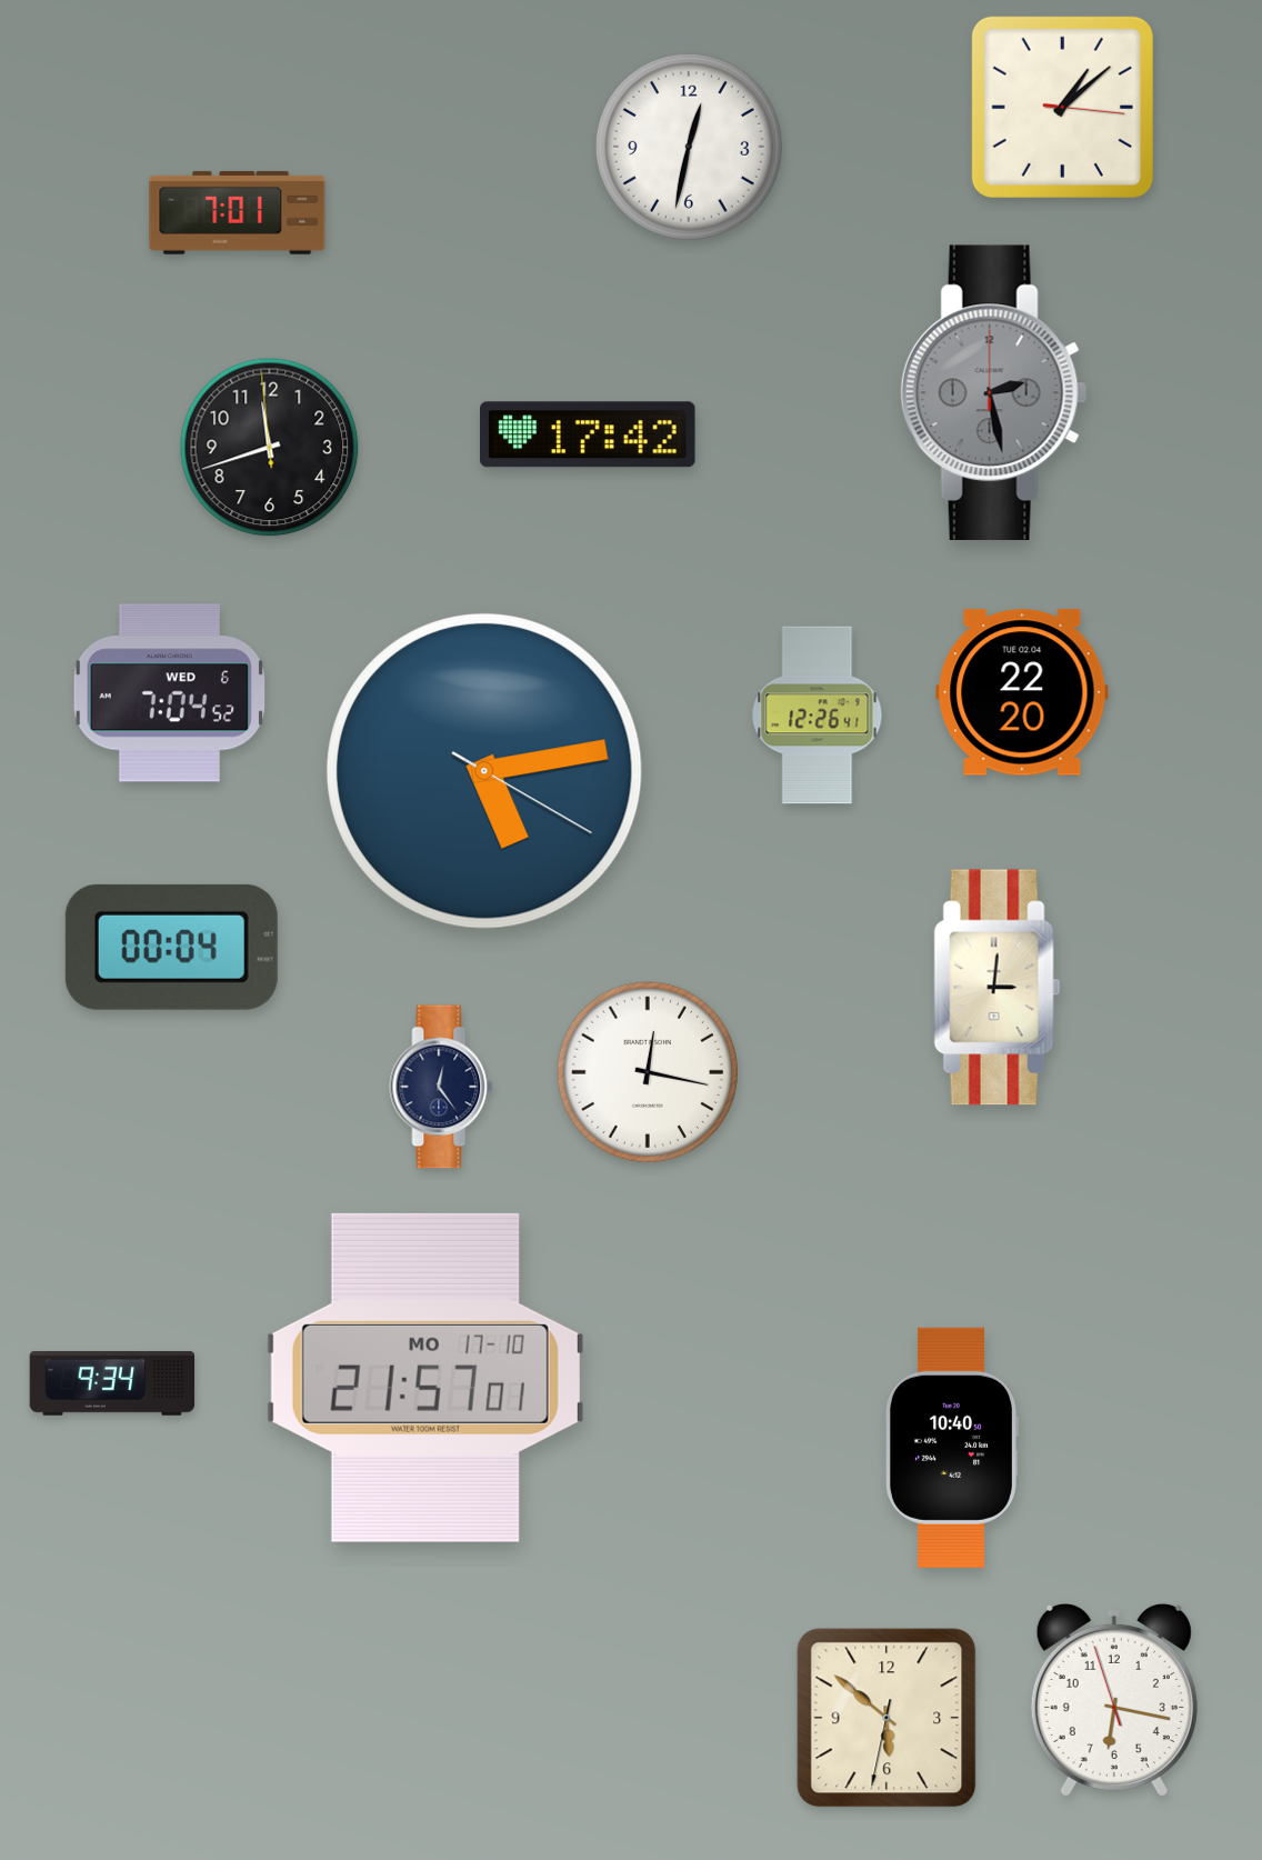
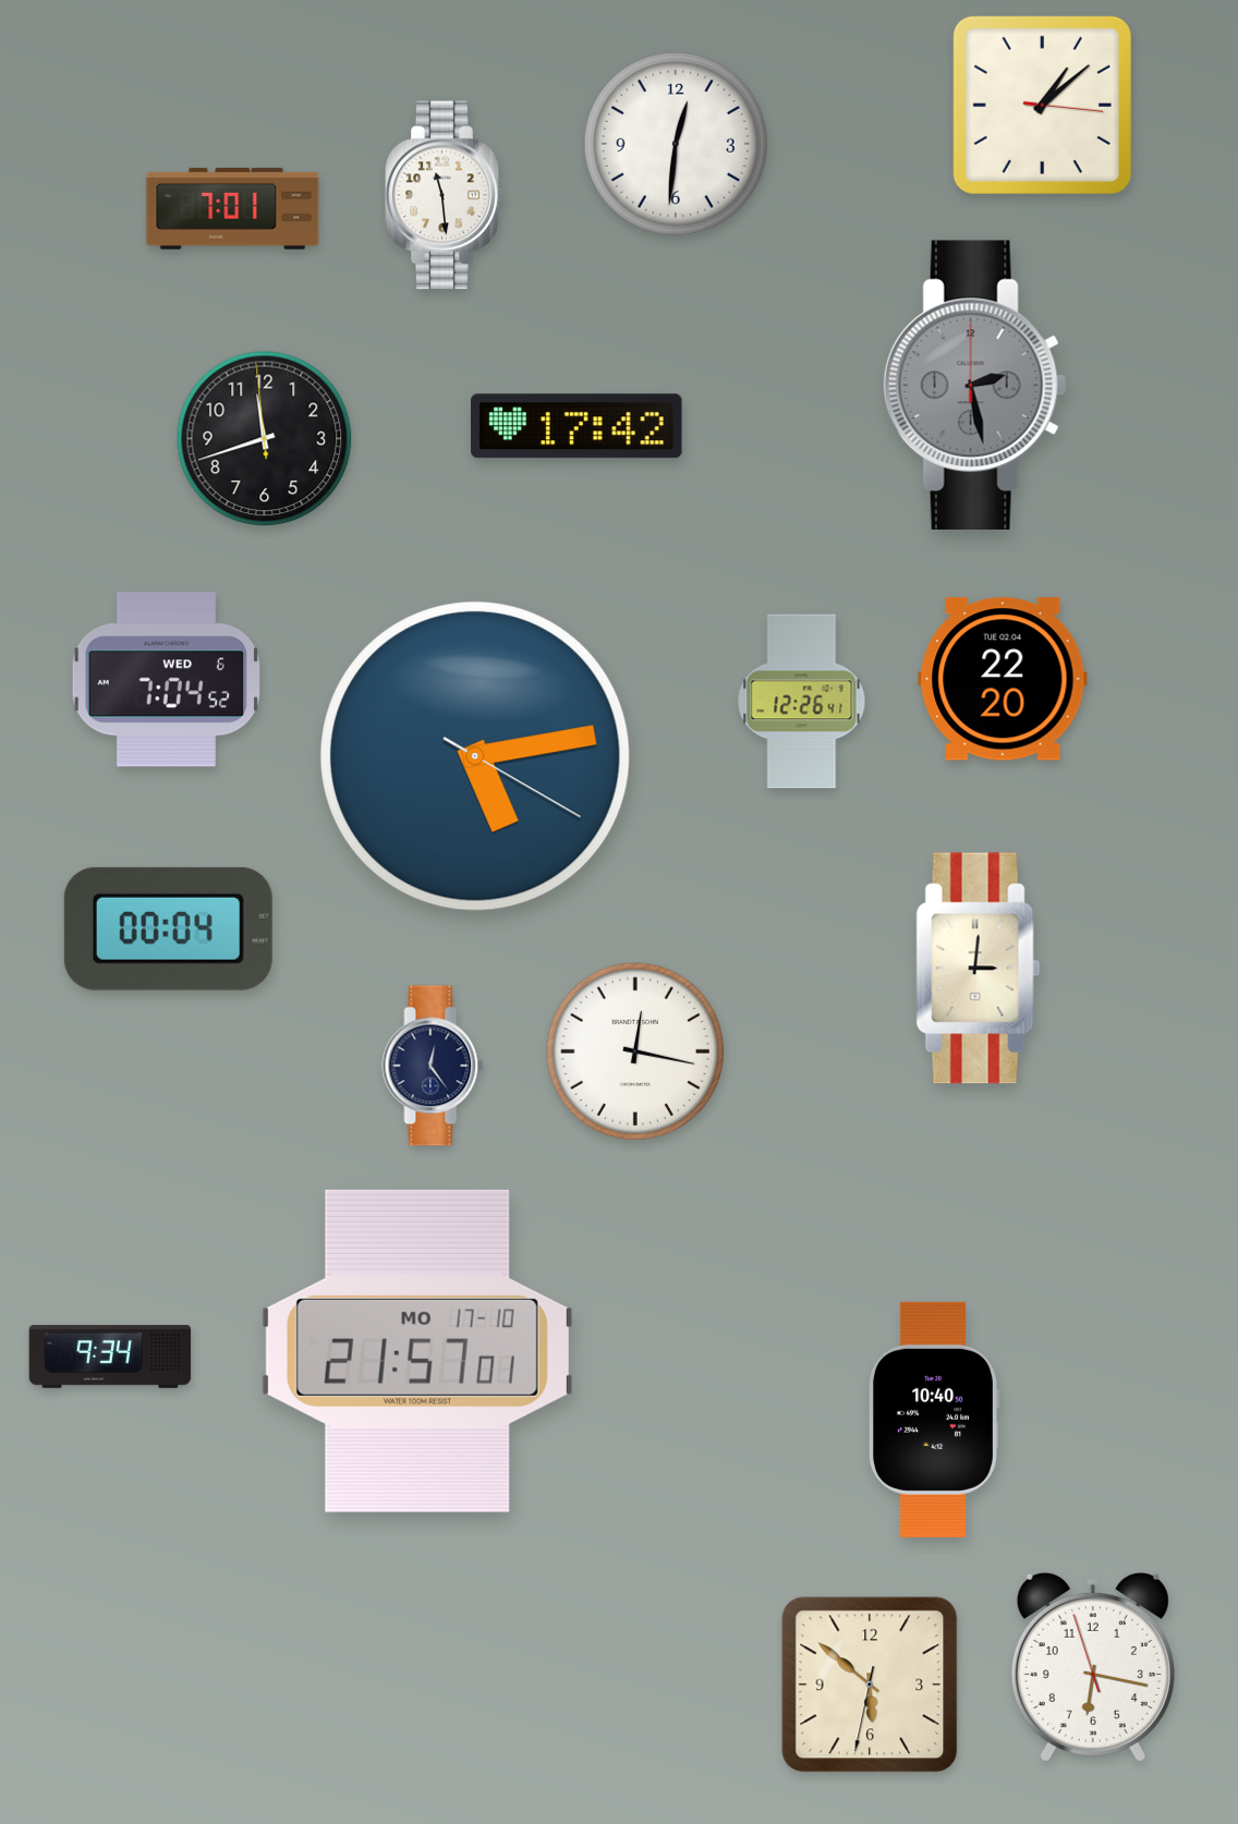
clock at (689, 147): 12:32 -> 12:31
clock at (445, 195): none -> 11:29
